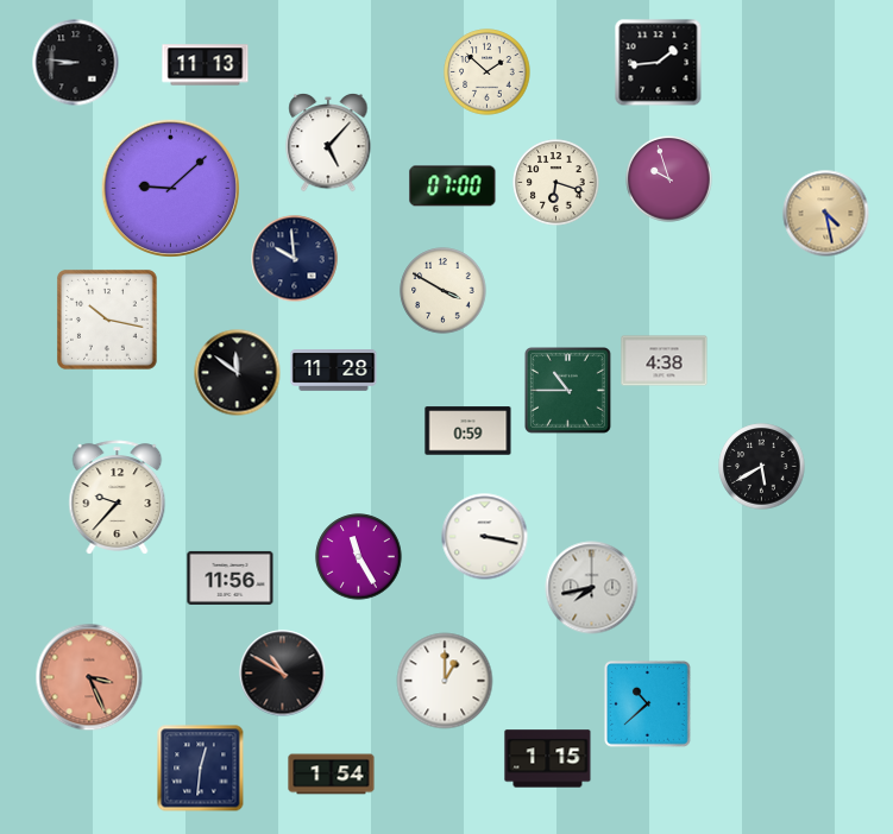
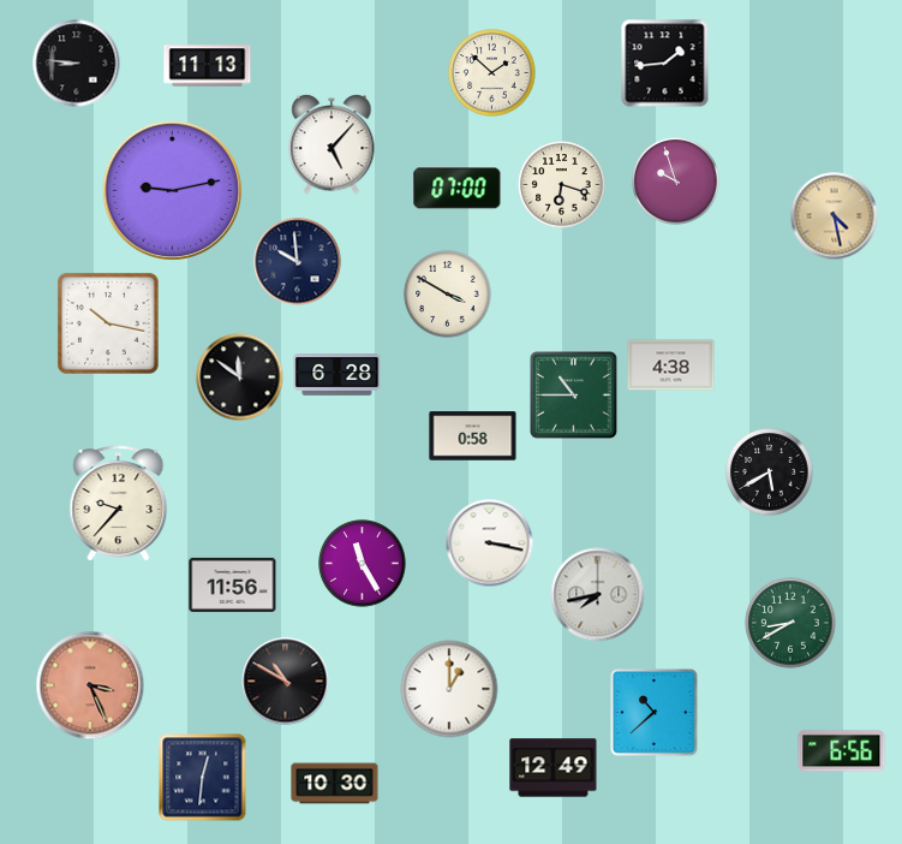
clock at (170, 188): 9:08 -> 9:13
clock at (334, 371): 11:28 -> 6:28
clock at (468, 431): 0:59 -> 0:58
clock at (790, 623): none -> 8:40
clock at (842, 751): none -> 6:56
clock at (548, 759): 1:15 -> 12:49
clock at (332, 775): 1:54 -> 10:30
